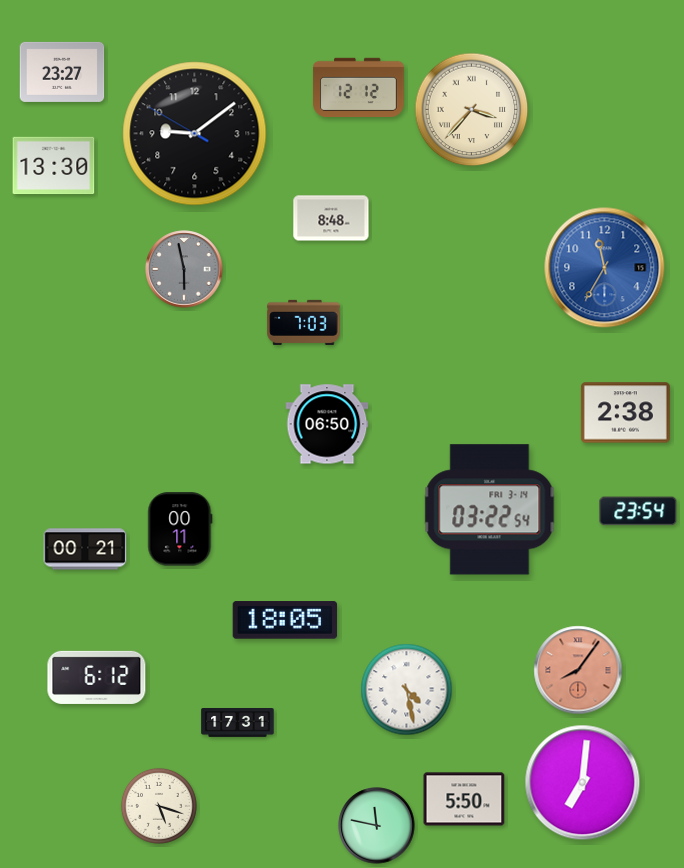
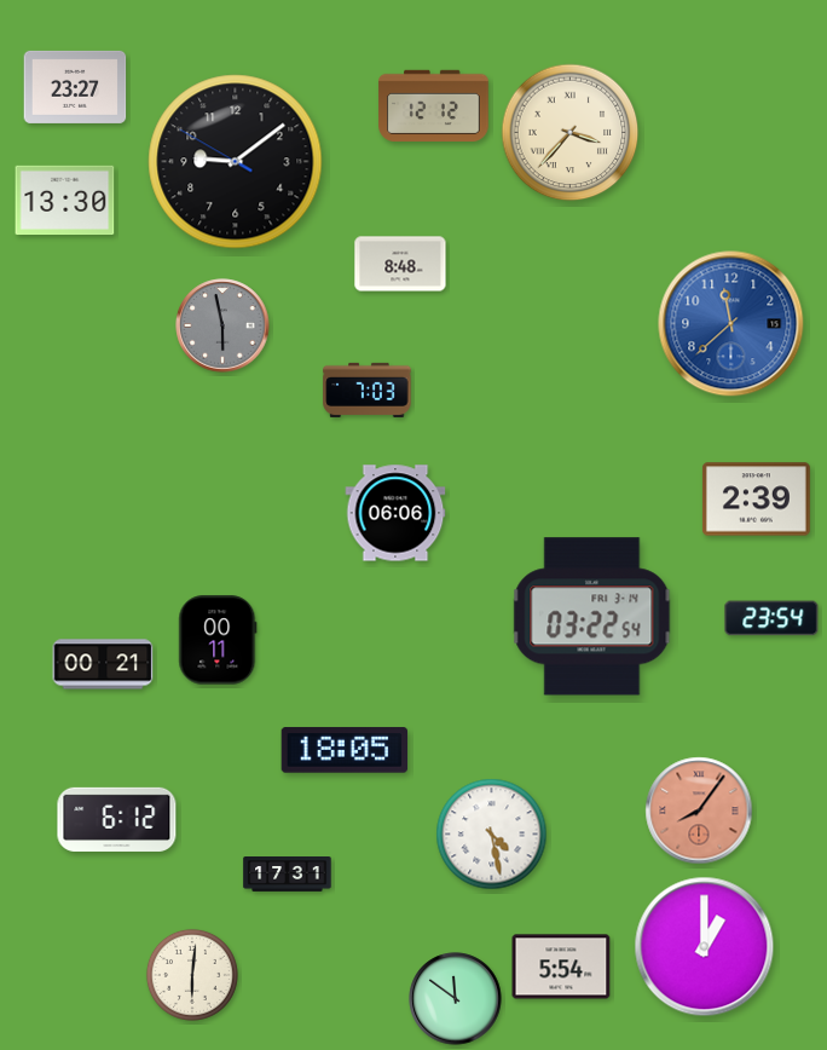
clock at (605, 268): 11:35 -> 11:38
clock at (625, 413): 2:38 -> 2:39
clock at (327, 424): 06:50 -> 06:06
clock at (583, 783): 7:01 -> 1:00
clock at (464, 799): 5:50 -> 5:54
clock at (159, 806): 5:18 -> 6:01
clock at (377, 826): 11:47 -> 11:51
